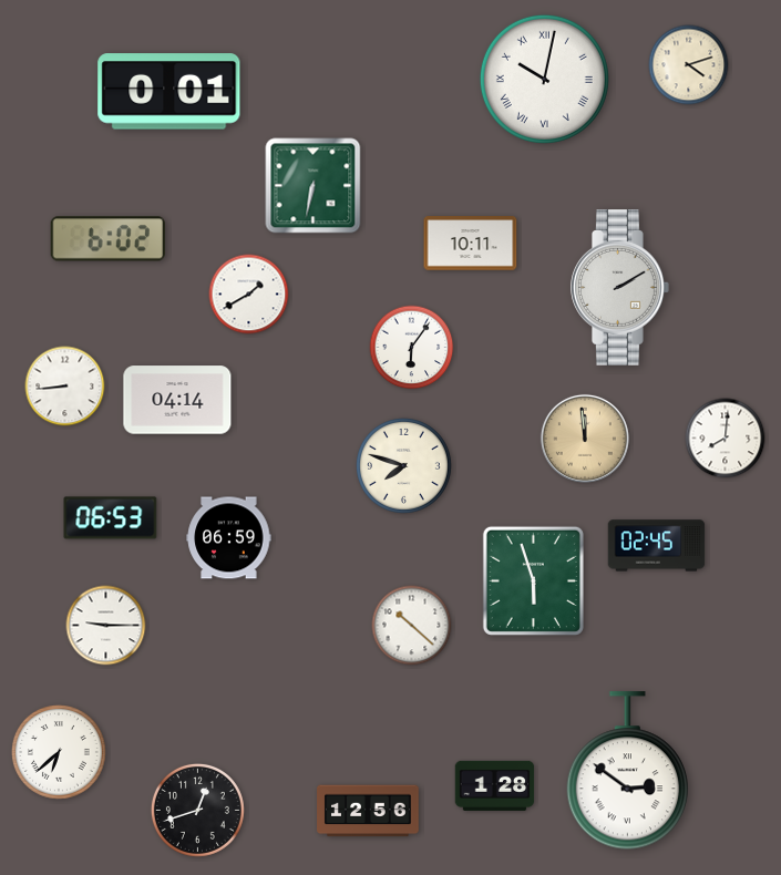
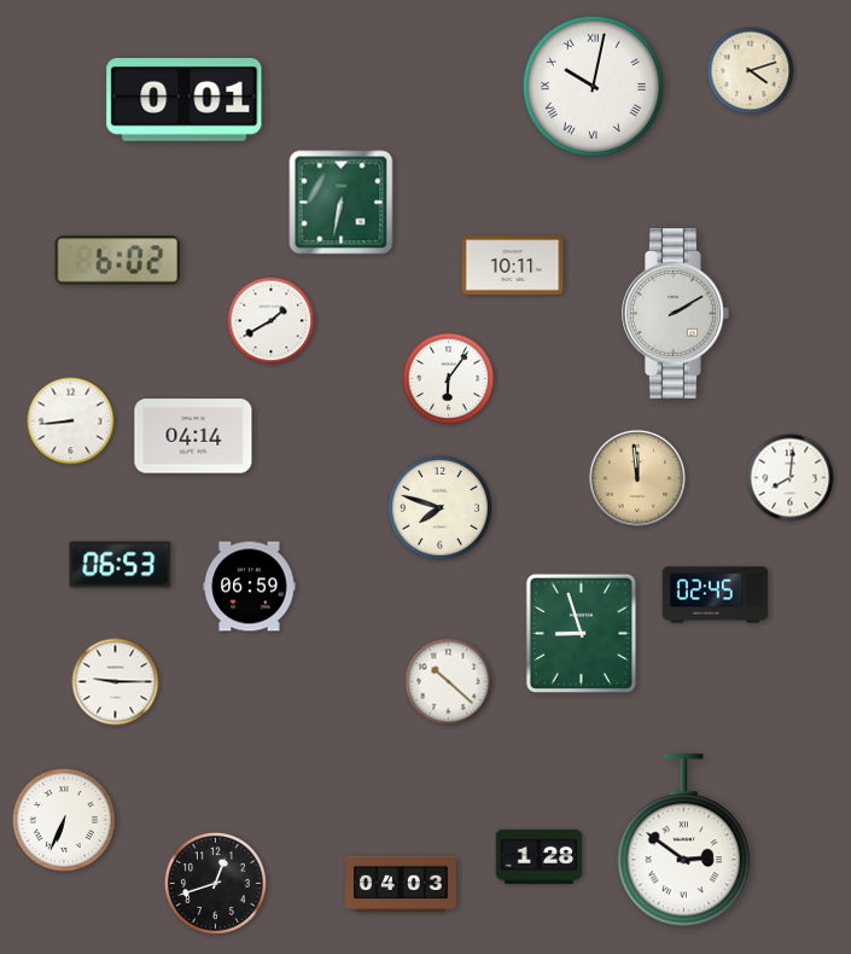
clock at (533, 580): 5:57 -> 8:57
clock at (59, 752): 6:38 -> 6:34
clock at (368, 811): 12:56 -> 04:03
